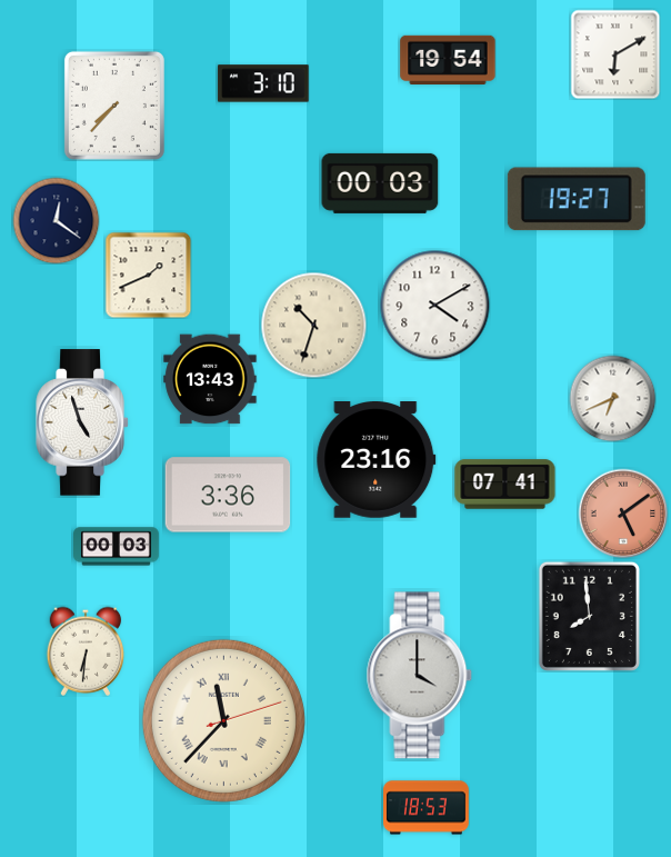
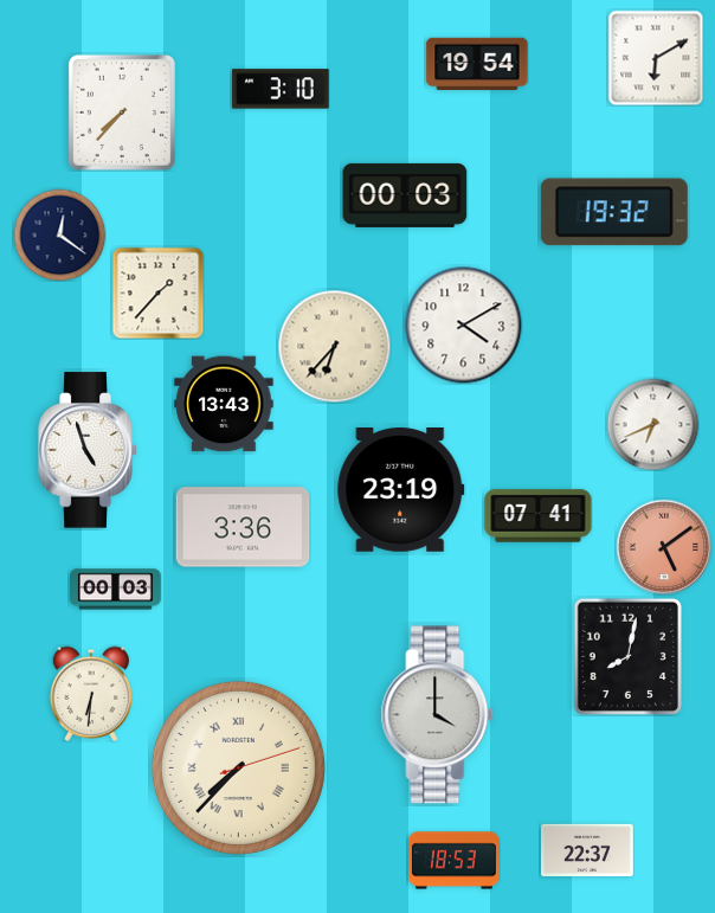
clock at (577, 199): 19:27 -> 19:32
clock at (148, 275): 1:41 -> 1:37
clock at (313, 325): 10:33 -> 6:37
clock at (377, 460): 23:16 -> 23:19
clock at (117, 547) position: (117, 547) -> (116, 590)
clock at (589, 616): 7:59 -> 8:02
clock at (420, 676) position: (420, 676) -> (438, 715)
clock at (223, 720): 11:37 -> 7:37
clock at (588, 849): none -> 22:37
